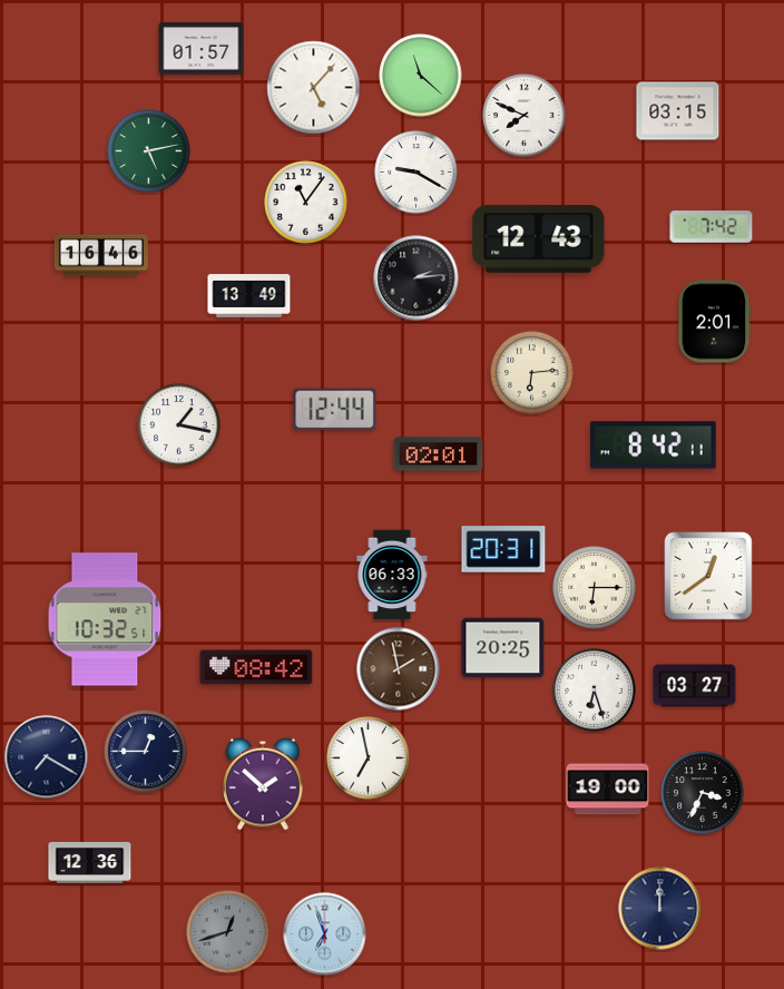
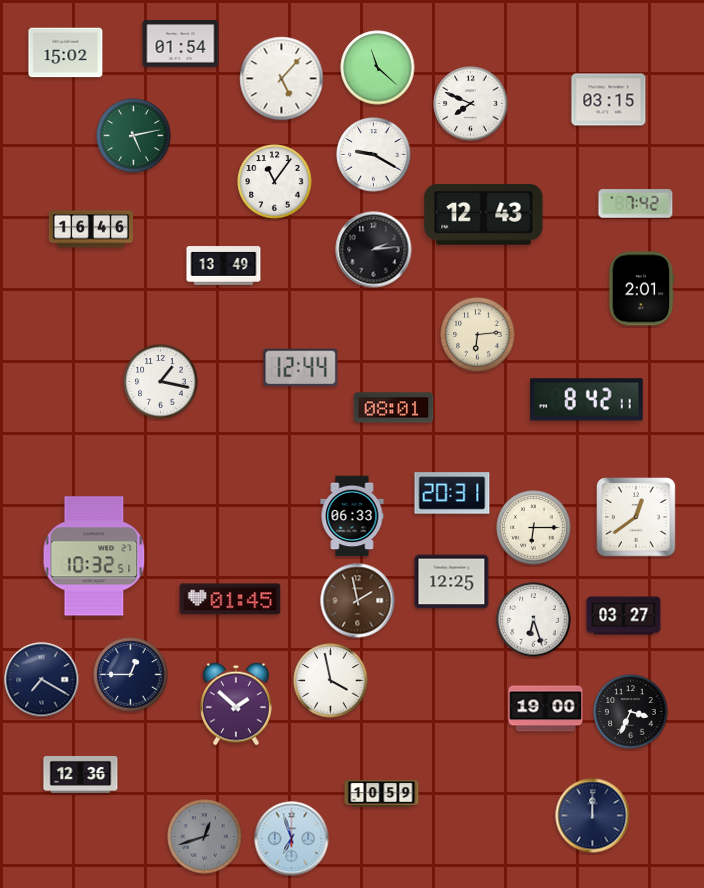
clock at (202, 49): 01:57 -> 01:54
clock at (66, 53): none -> 15:02
clock at (712, 227) position: (712, 227) -> (636, 204)
clock at (439, 454): 02:01 -> 08:01
clock at (503, 648): 20:25 -> 12:25
clock at (256, 667): 08:42 -> 01:45
clock at (369, 758): 6:58 -> 3:58
clock at (382, 794): none -> 10:59
